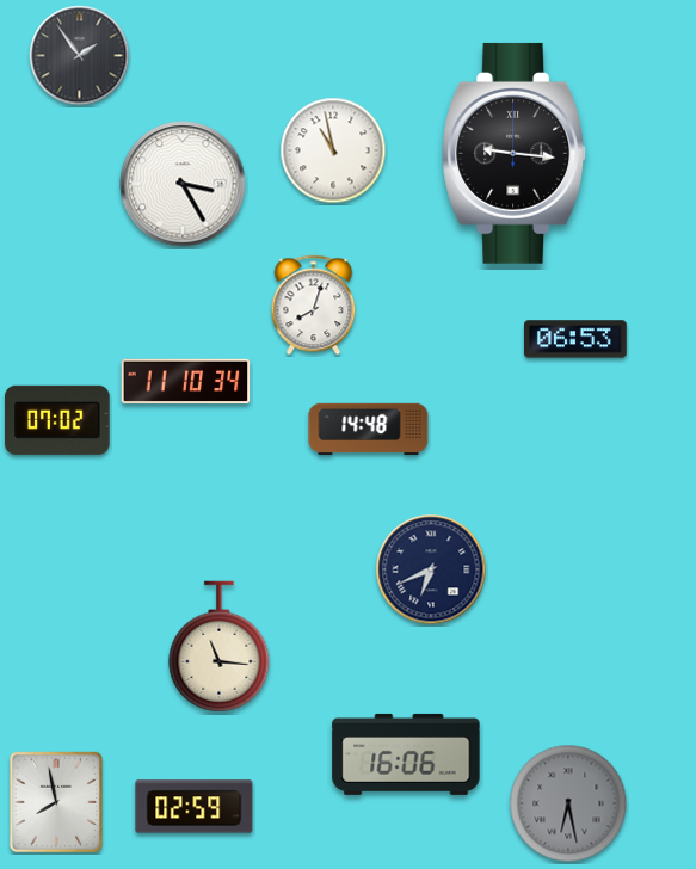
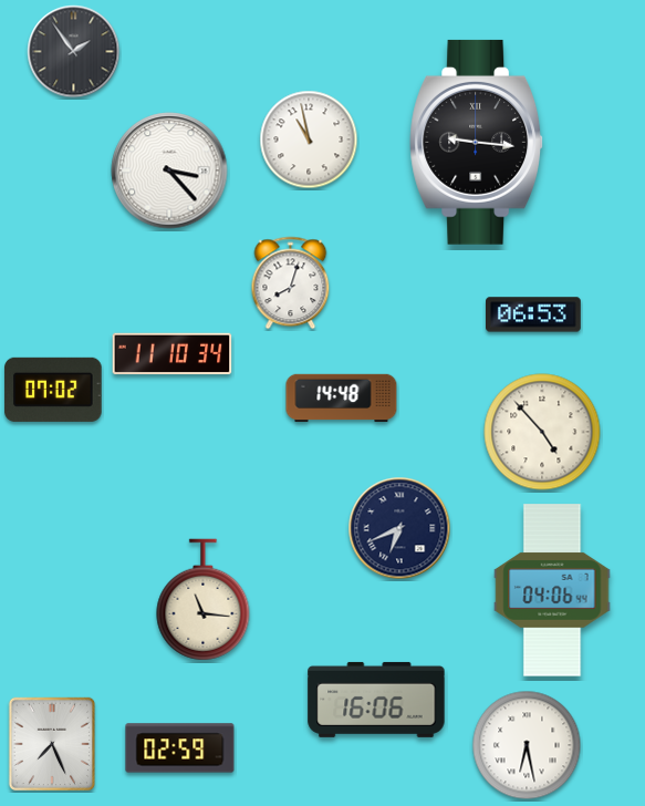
clock at (183, 184): 3:25 -> 3:23
clock at (542, 432): none -> 4:53
clock at (552, 590): none -> 04:06
clock at (56, 802): 7:58 -> 7:26
clock at (568, 803) dial: grey -> white
